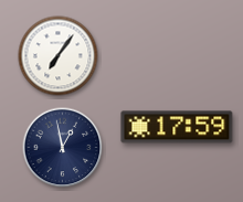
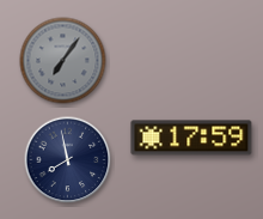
clock at (59, 56) dial: white -> grey
clock at (63, 148): 12:58 -> 7:58
